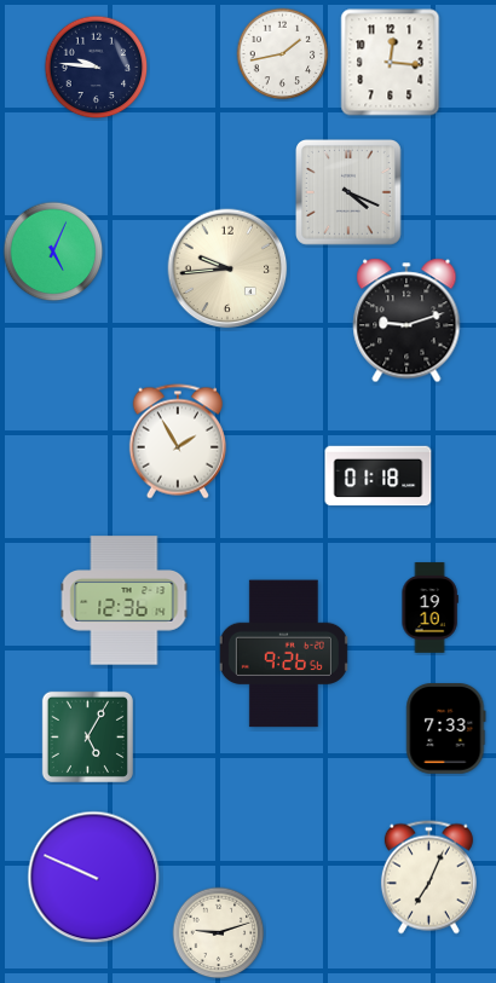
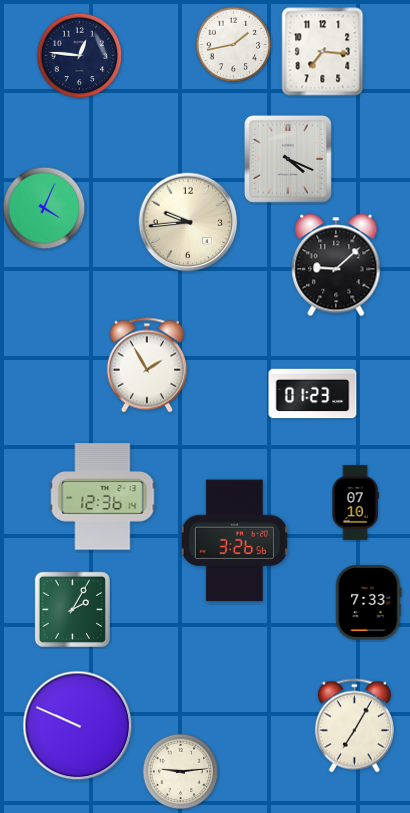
clock at (391, 63): 12:16 -> 7:16
clock at (97, 68): 9:46 -> 12:46
clock at (53, 251): 5:04 -> 4:04
clock at (406, 320): 9:12 -> 9:08
clock at (379, 476): 01:18 -> 01:23
clock at (429, 608): 19:10 -> 07:10
clock at (283, 654): 9:26 -> 3:26
clock at (87, 736): 5:05 -> 2:05
clock at (428, 878): 7:04 -> 7:05
clock at (219, 933): 9:12 -> 9:14
